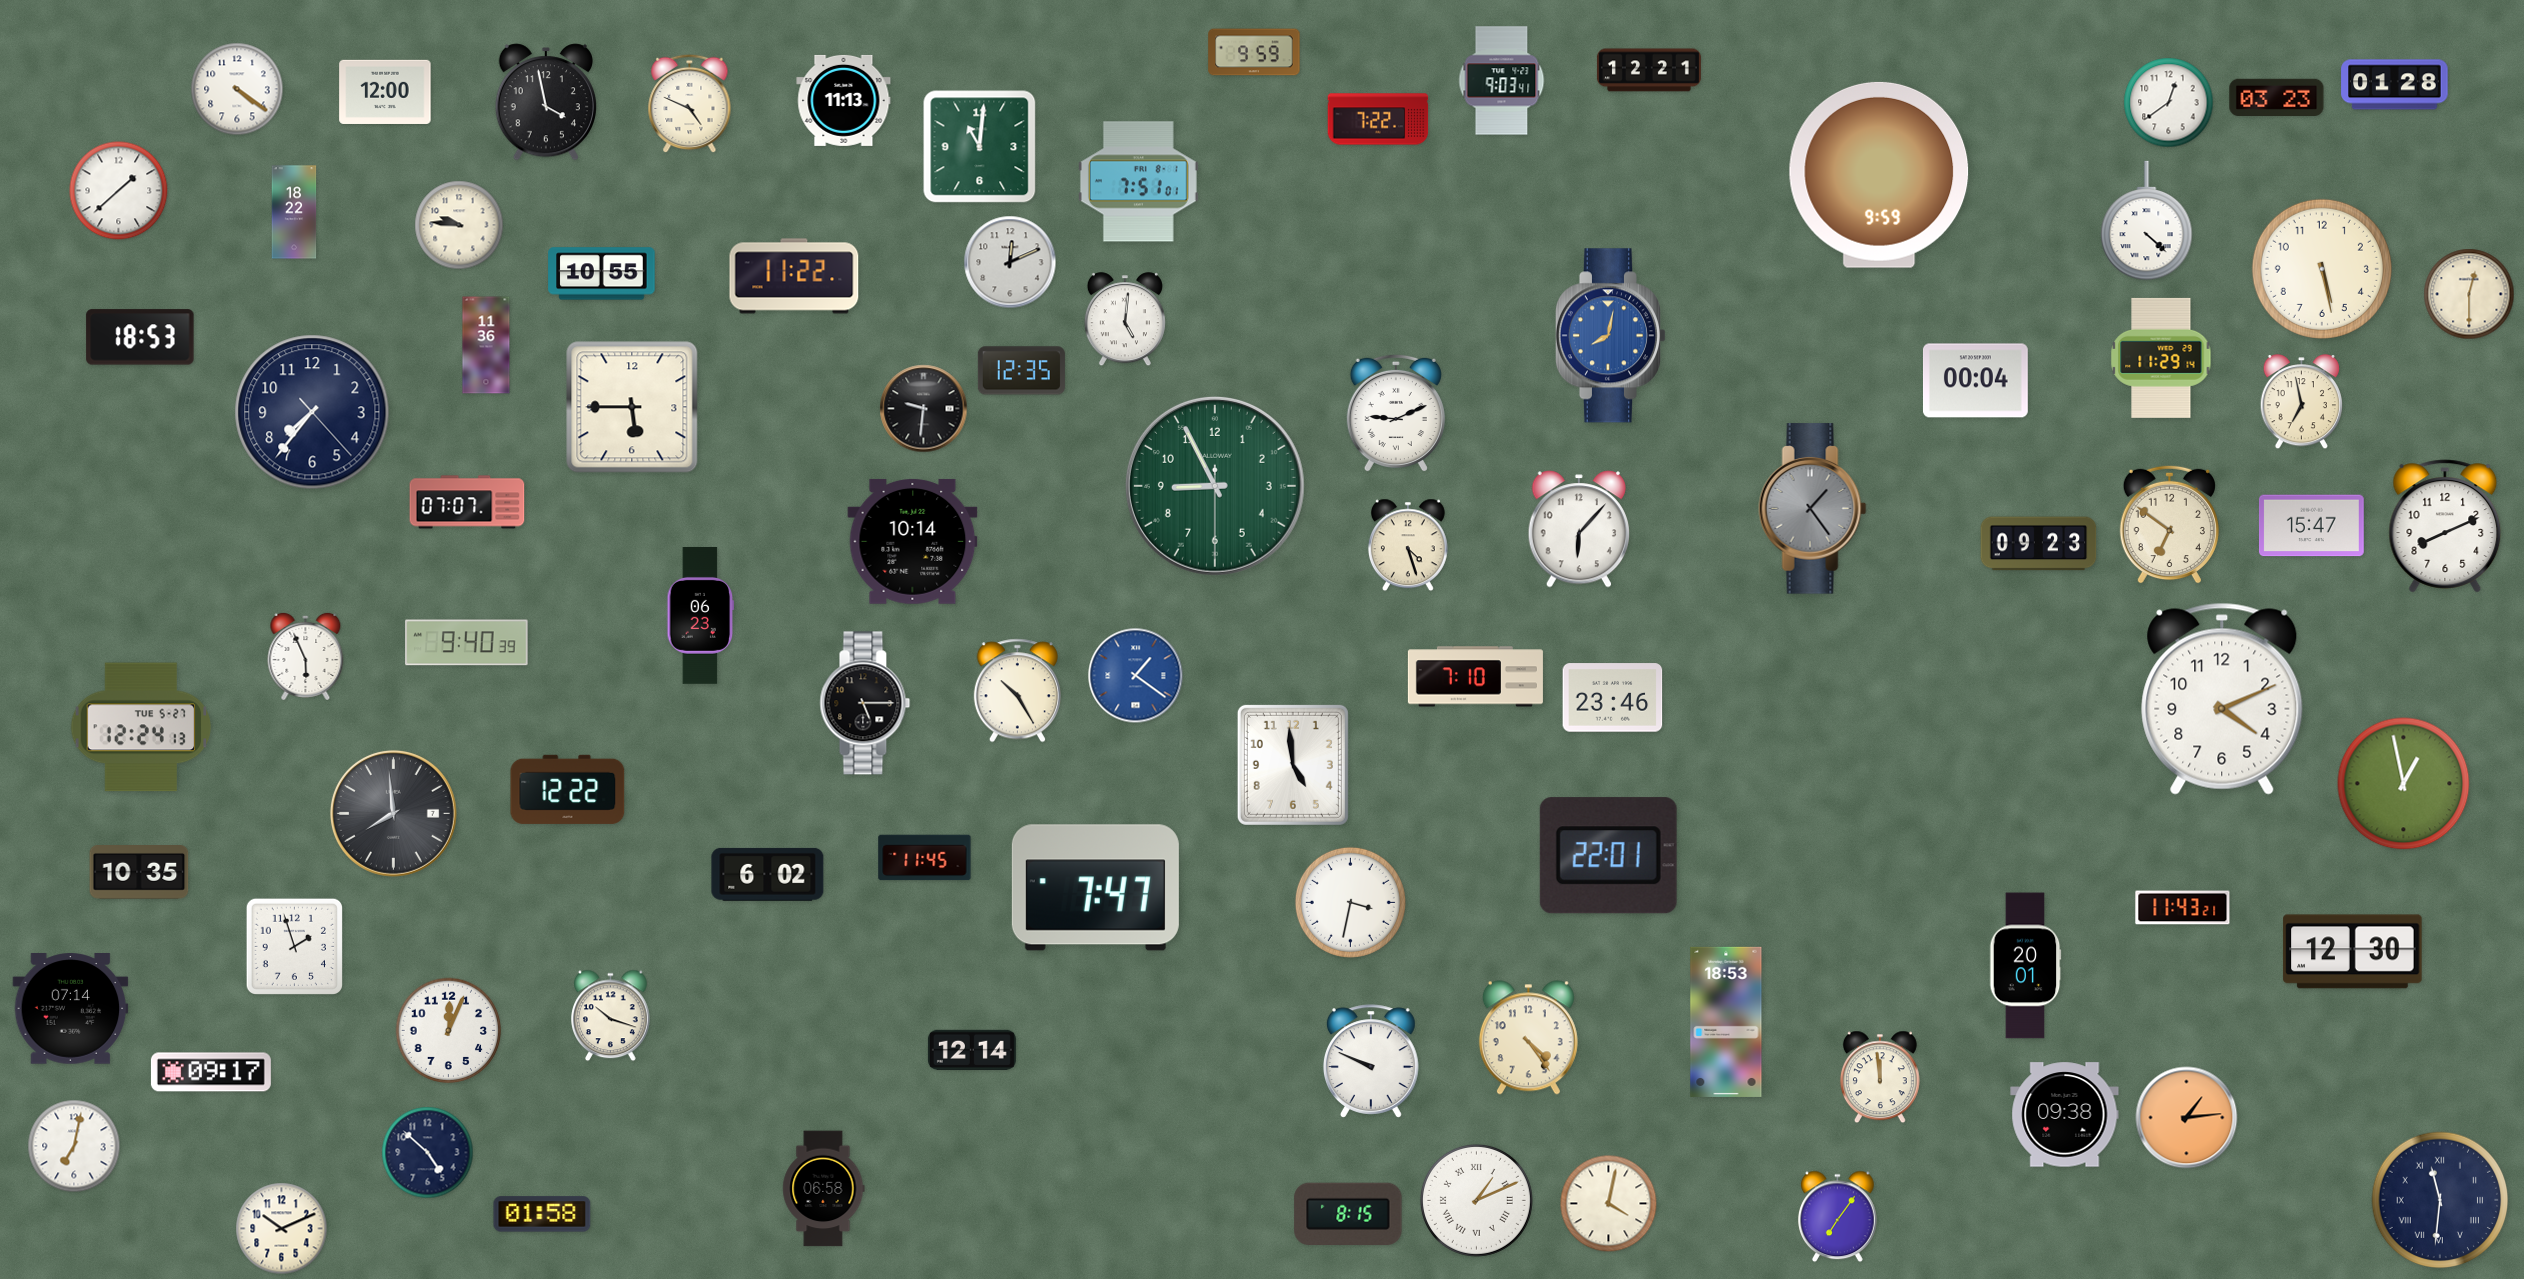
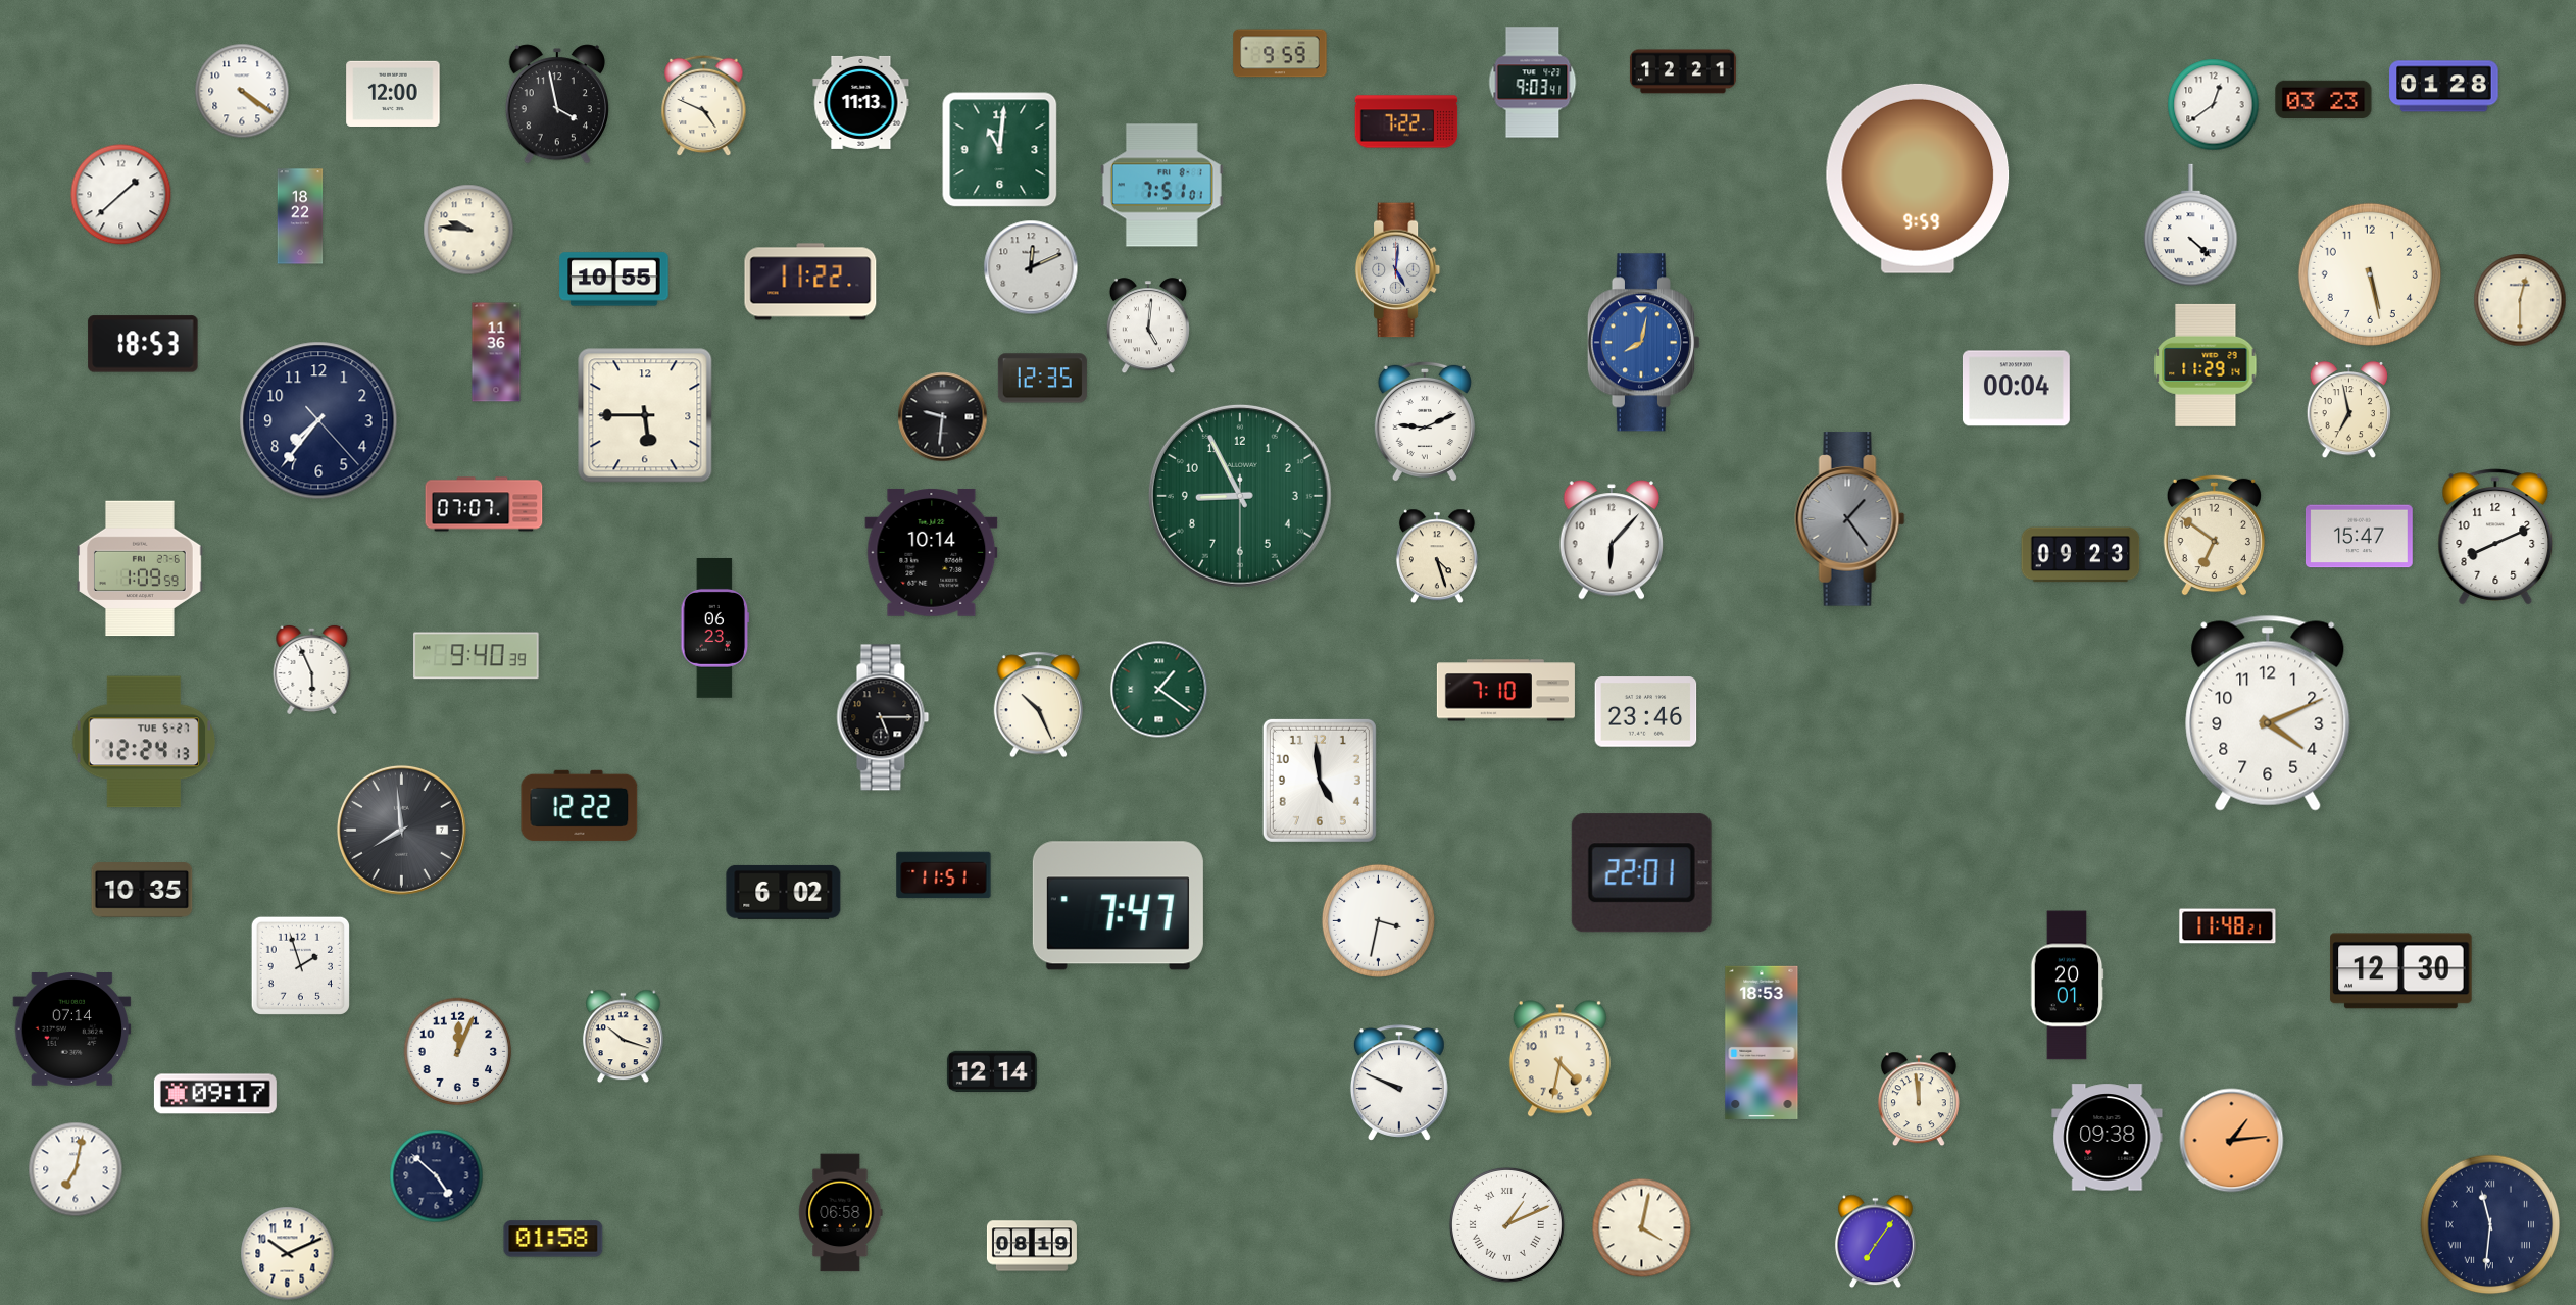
clock at (1398, 270): none -> 5:01
clock at (467, 502) position: (467, 502) -> (484, 504)
clock at (141, 568): none -> 1:09
clock at (1136, 676) dial: blue -> green
clock at (1017, 691): 10:25 -> 10:26
clock at (2404, 784): 12:58 -> none
clock at (925, 858): 11:45 -> 11:51
clock at (2183, 908): 11:43 -> 11:48
clock at (1528, 1038): 4:24 -> 4:32
clock at (1348, 1213): 8:15 -> none
clock at (1032, 1246): none -> 08:19
